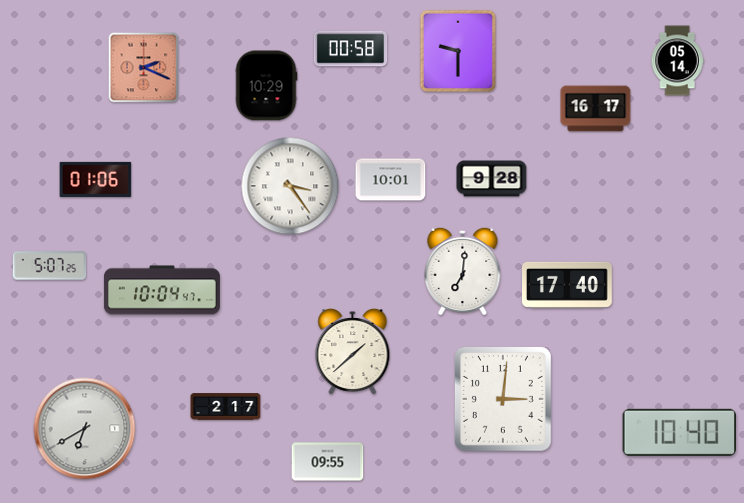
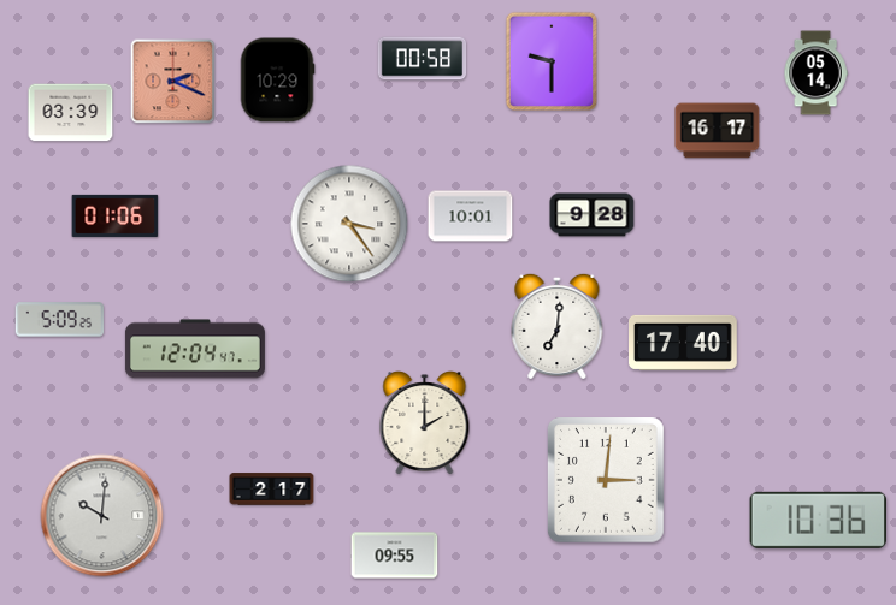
clock at (266, 86) position: (266, 86) -> (277, 81)
clock at (71, 113): none -> 03:39
clock at (50, 266): 5:07 -> 5:09
clock at (162, 290): 10:04 -> 12:04
clock at (353, 352): 1:38 -> 2:00
clock at (85, 429): 6:40 -> 10:01
clock at (679, 432): 10:40 -> 10:36
